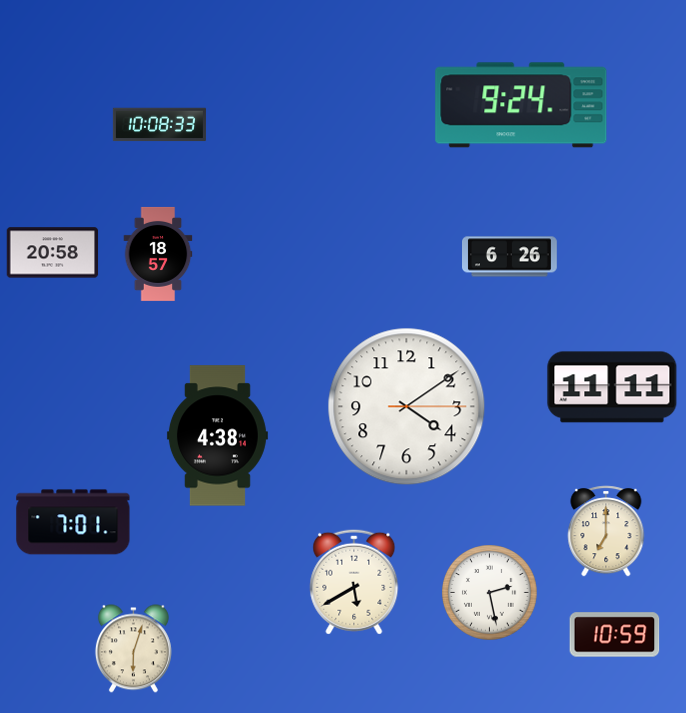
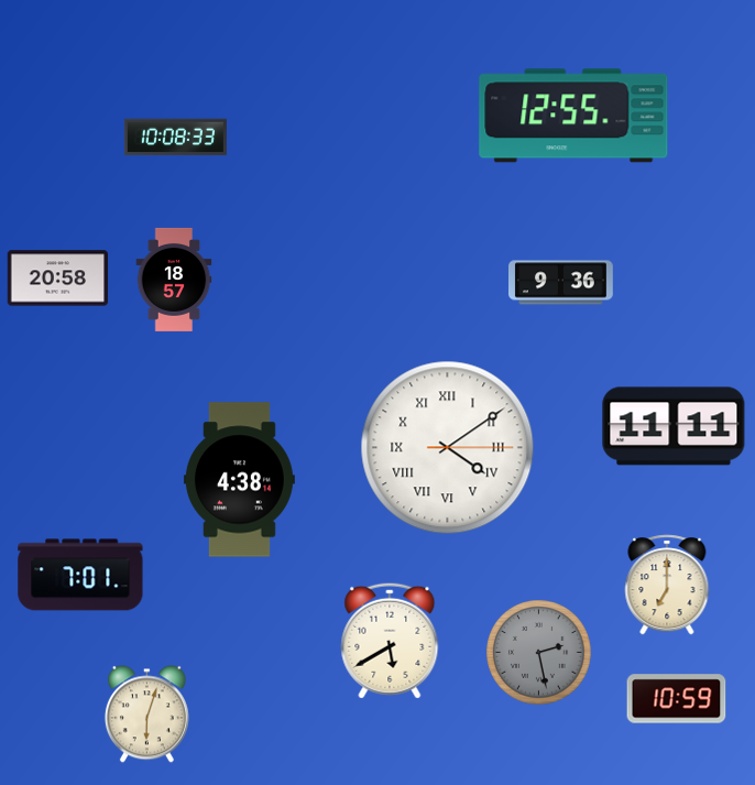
clock at (521, 105): 9:24 -> 12:55
clock at (510, 257): 6:26 -> 9:36
clock at (407, 407) numerals: Arabic -> Roman
clock at (490, 593) dial: white -> grey
